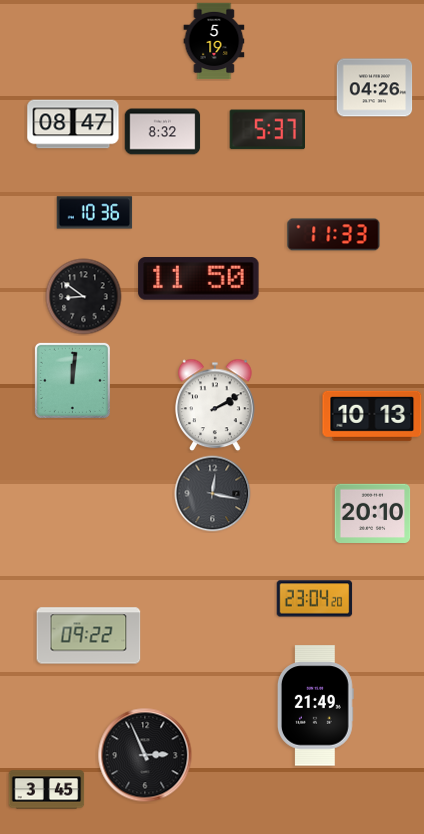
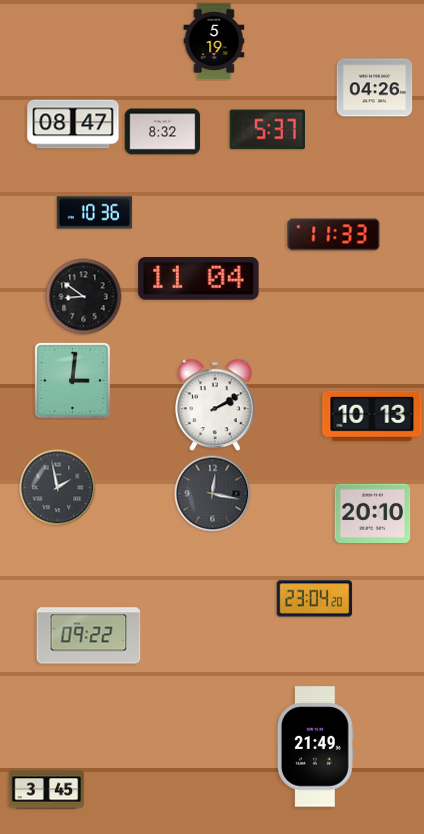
clock at (199, 279): 11:50 -> 11:04
clock at (72, 380): 12:01 -> 3:01
clock at (58, 488): none -> 1:58
clock at (315, 706) position: (315, 706) -> (315, 747)
clock at (145, 755): 2:56 -> none
